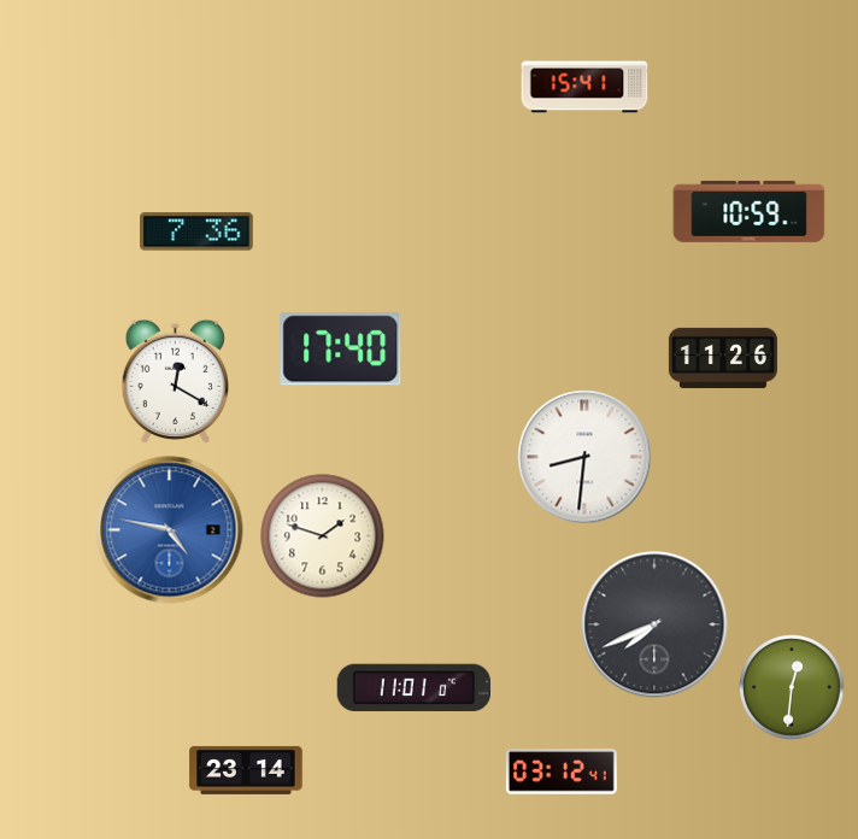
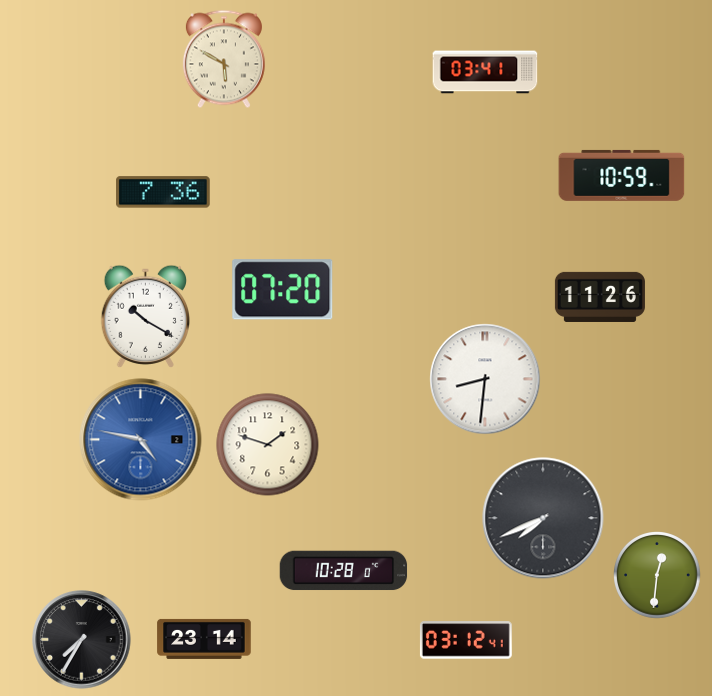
clock at (224, 59): none -> 5:50
clock at (584, 87): 15:41 -> 03:41
clock at (341, 350): 17:40 -> 07:20
clock at (175, 381): 12:20 -> 10:20
clock at (415, 688): 11:01 -> 10:28
clock at (792, 688) position: (792, 688) -> (657, 576)
clock at (82, 640): none -> 7:35
